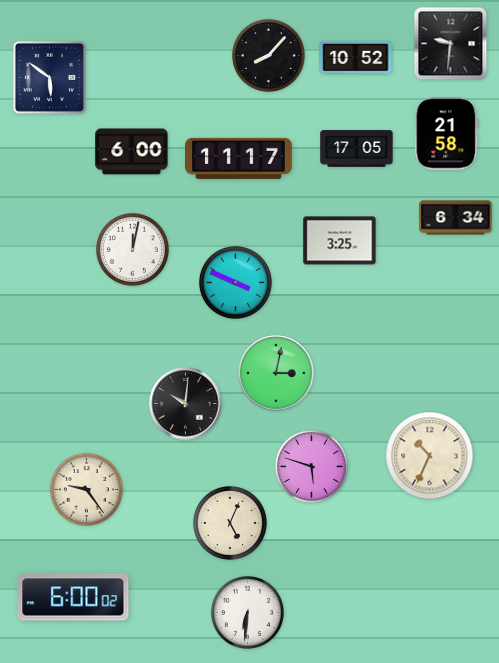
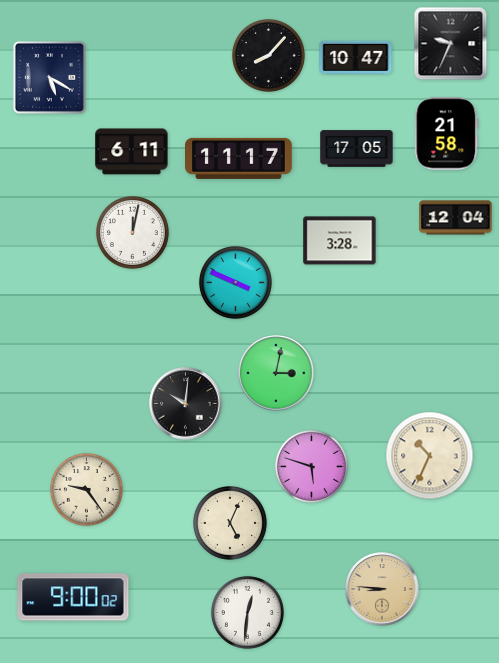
clock at (451, 44): 9:31 -> 9:34
clock at (356, 58): 10:52 -> 10:47
clock at (49, 77): 5:51 -> 5:20
clock at (132, 152): 6:00 -> 6:11
clock at (456, 218): 6:34 -> 12:04
clock at (340, 241): 3:25 -> 3:28
clock at (132, 249) position: (132, 249) -> (132, 232)
clock at (382, 589): none -> 8:46
clock at (73, 597): 6:00 -> 9:00
clock at (247, 612): 6:31 -> 12:31
